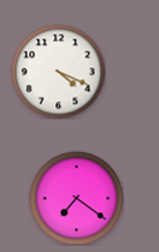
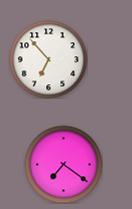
clock at (58, 71): 4:19 -> 6:53
